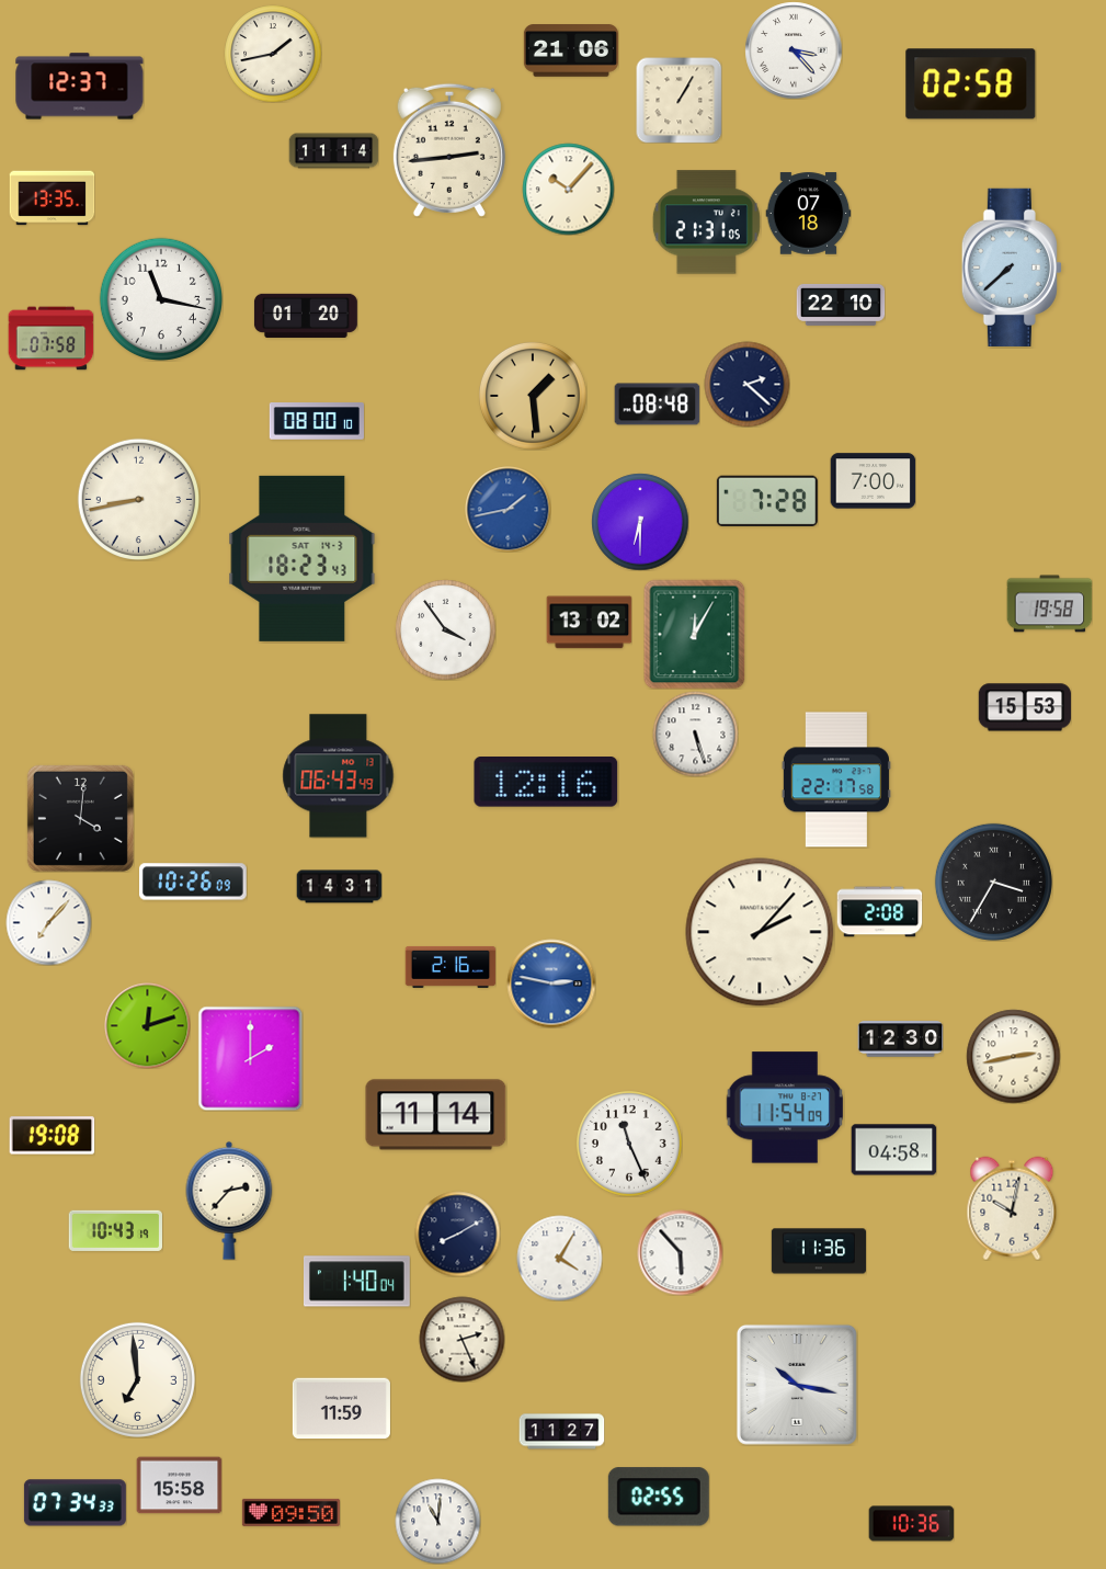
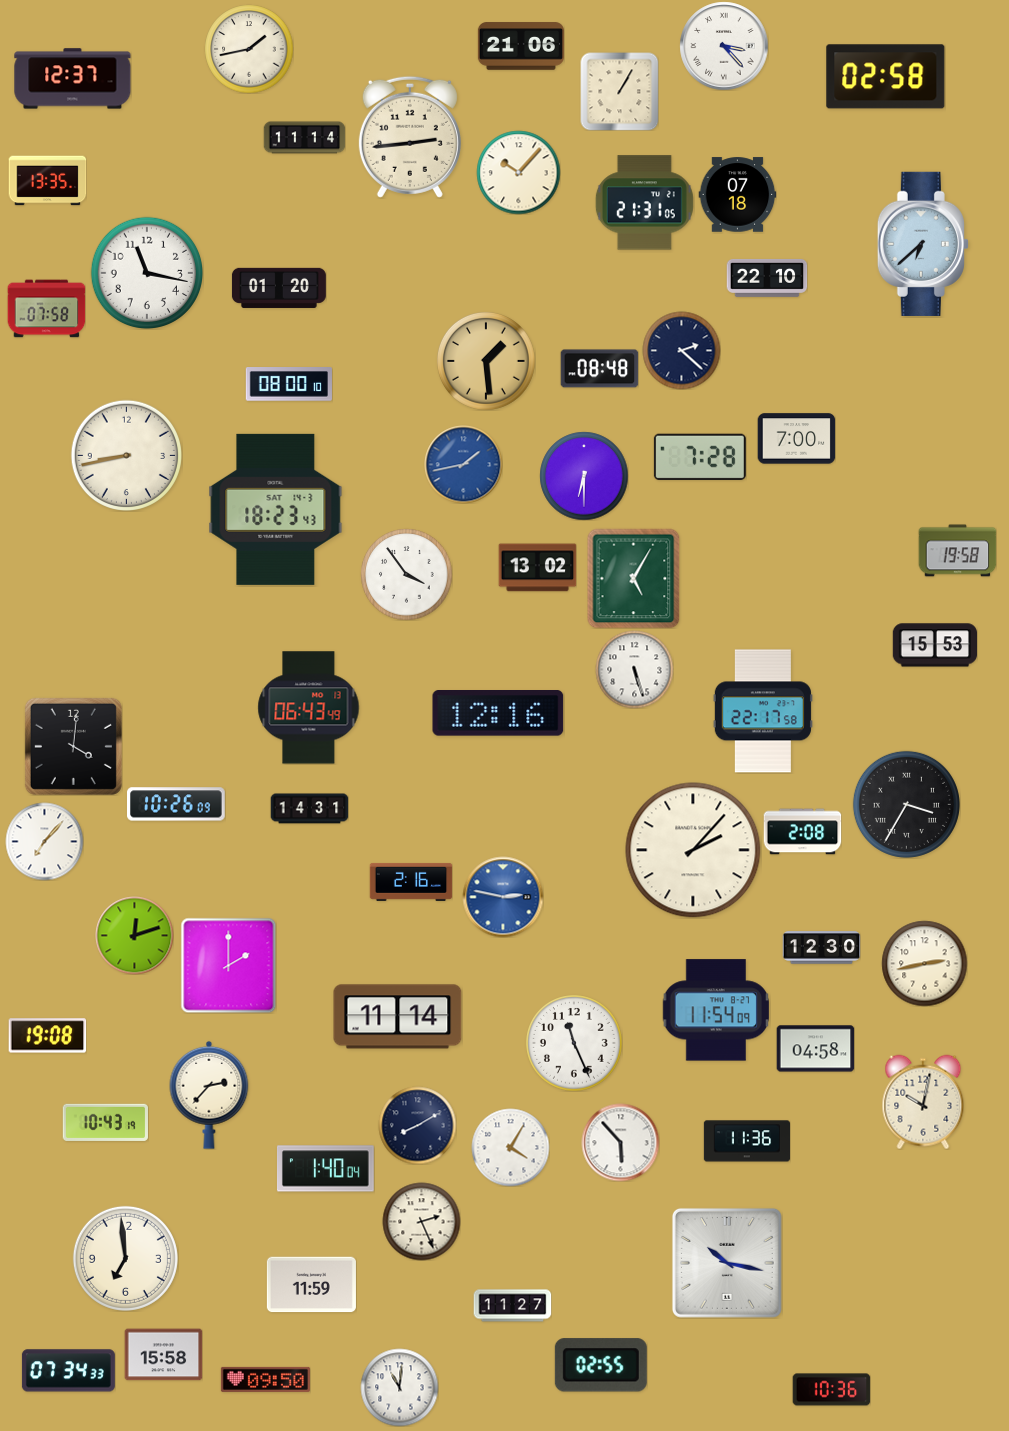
clock at (1012, 268): 7:38 -> 6:38
clock at (695, 634): 12:05 -> 5:05
